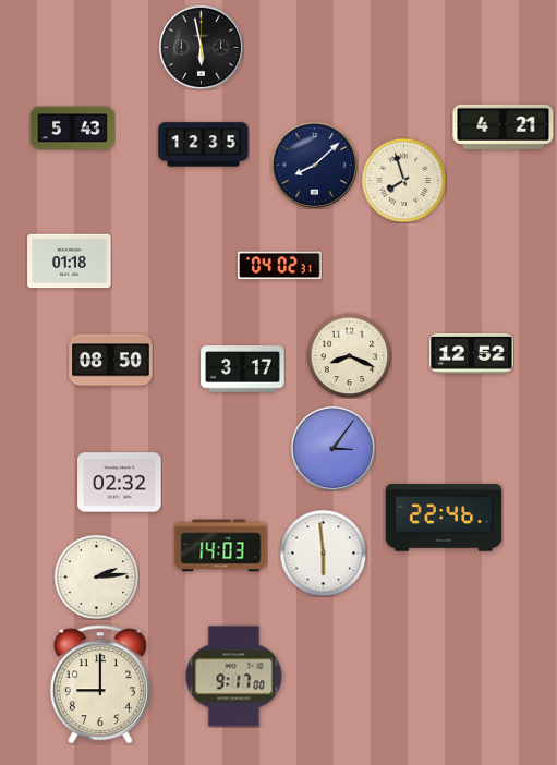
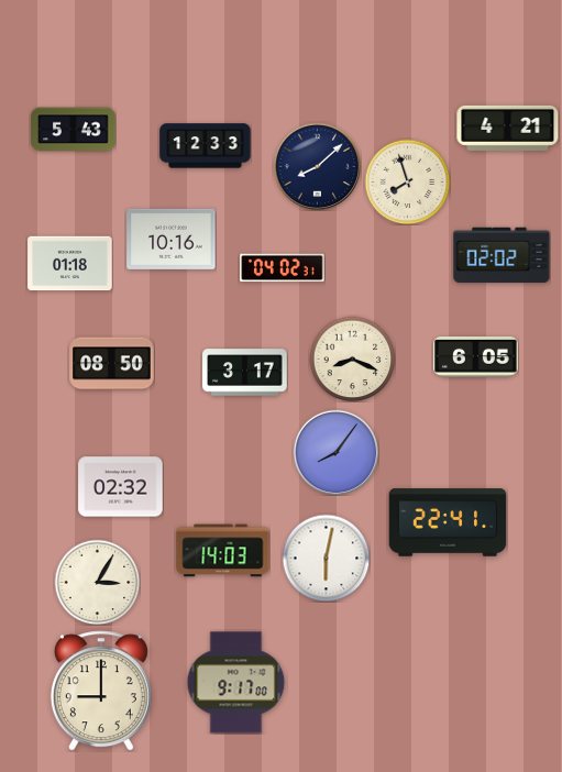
clock at (201, 47): 5:58 -> none
clock at (204, 145): 12:35 -> 12:33
clock at (172, 239): none -> 10:16
clock at (502, 255): none -> 02:02
clock at (472, 354): 12:52 -> 6:05
clock at (332, 448): 3:06 -> 8:06
clock at (444, 518): 22:46 -> 22:41
clock at (323, 552): 5:59 -> 6:02
clock at (96, 576): 2:14 -> 3:05
